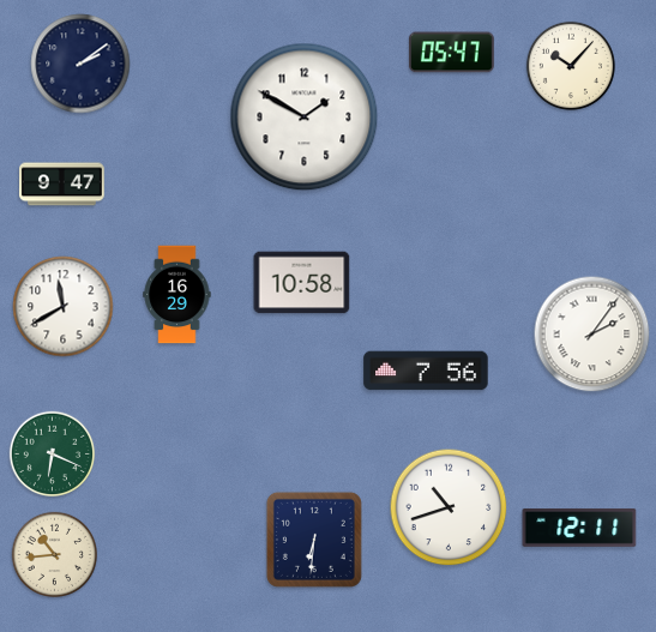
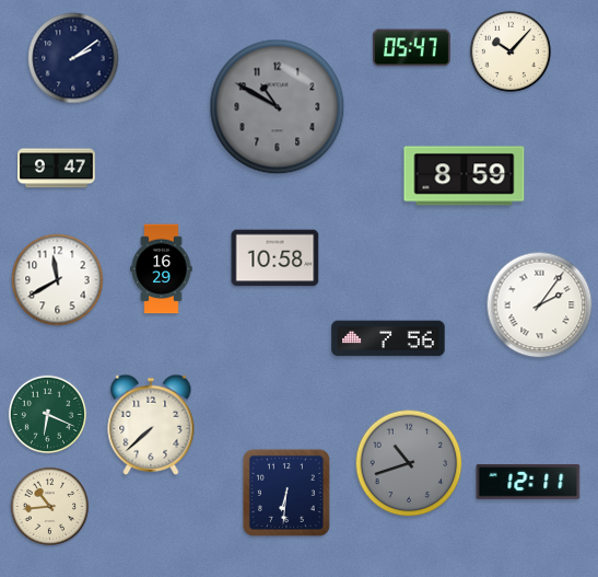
clock at (571, 66) position: (571, 66) -> (511, 51)
clock at (305, 118): 1:50 -> 10:50
clock at (305, 118) dial: white -> grey
clock at (465, 176): none -> 8:59
clock at (151, 425): none -> 7:38
clock at (449, 507) dial: white -> grey
